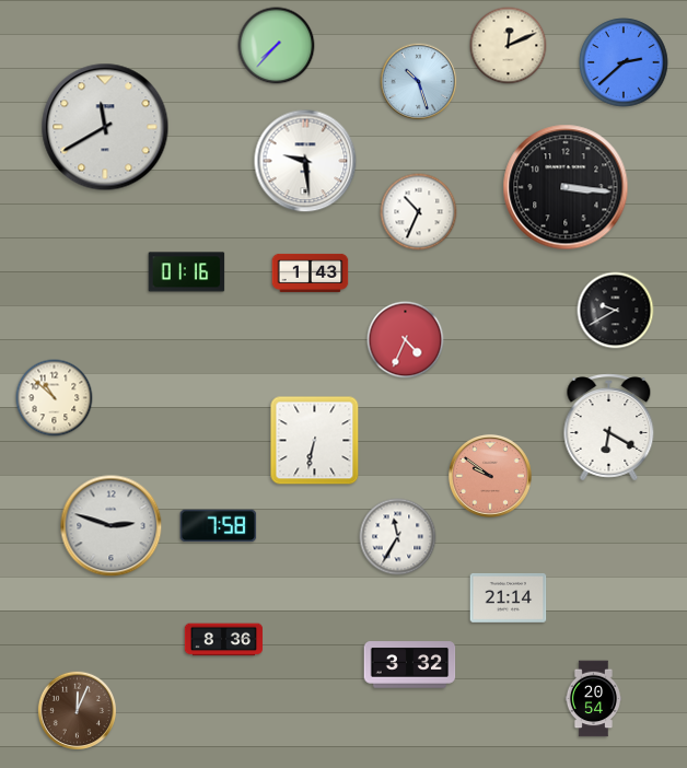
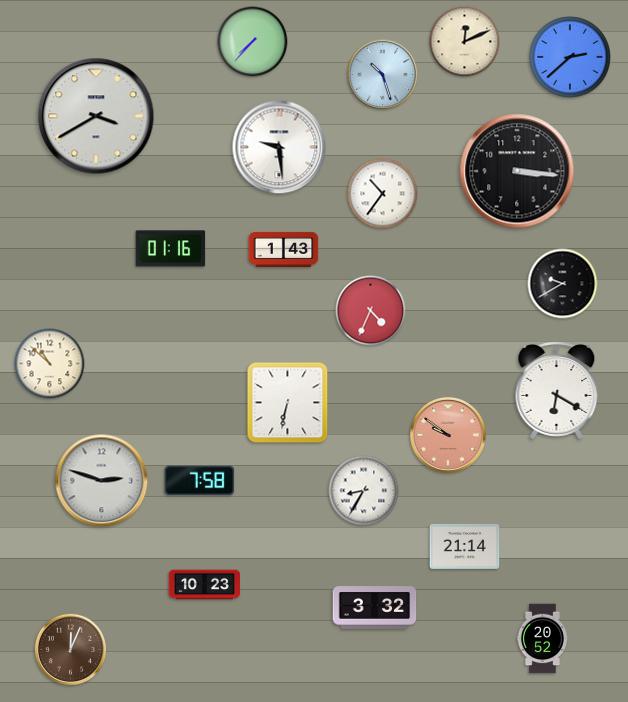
clock at (105, 127): 11:40 -> 3:40
clock at (419, 212): 10:34 -> 10:36
clock at (398, 537): 11:35 -> 8:35
clock at (223, 640): 8:36 -> 10:23
clock at (593, 699): 20:54 -> 20:52
